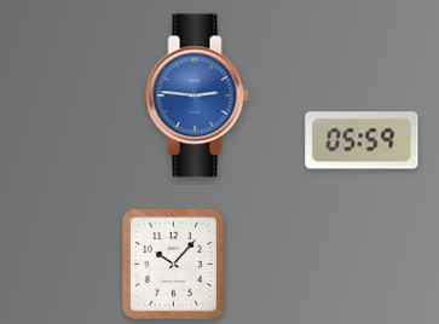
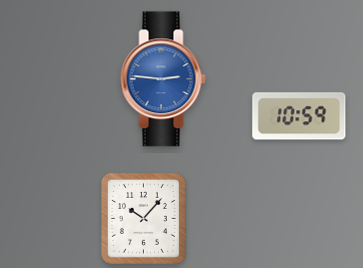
clock at (362, 140): 05:59 -> 10:59
